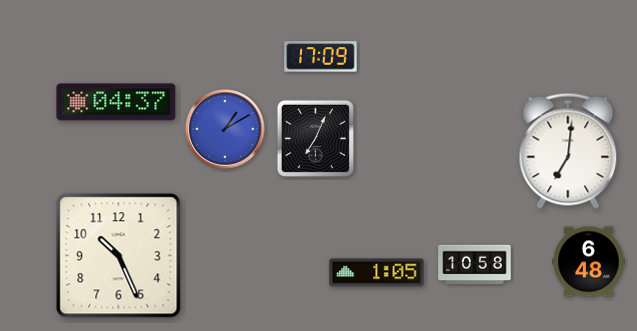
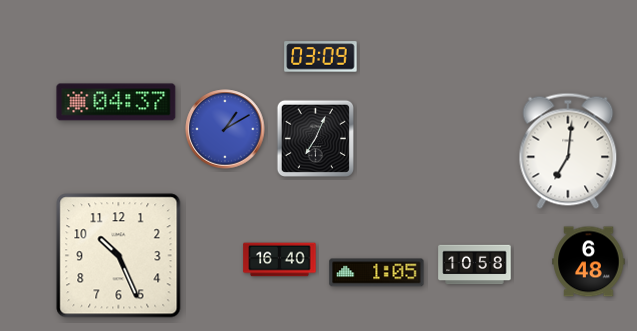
clock at (321, 57): 17:09 -> 03:09
clock at (280, 260): none -> 16:40
